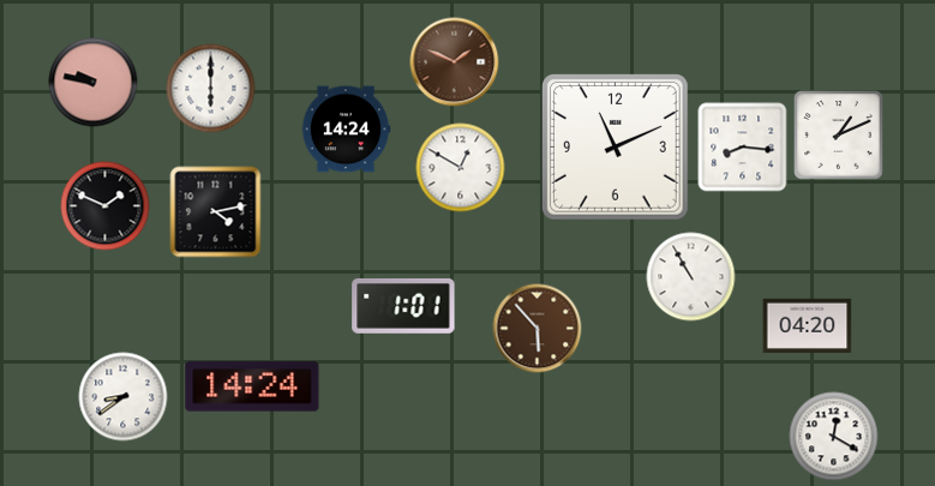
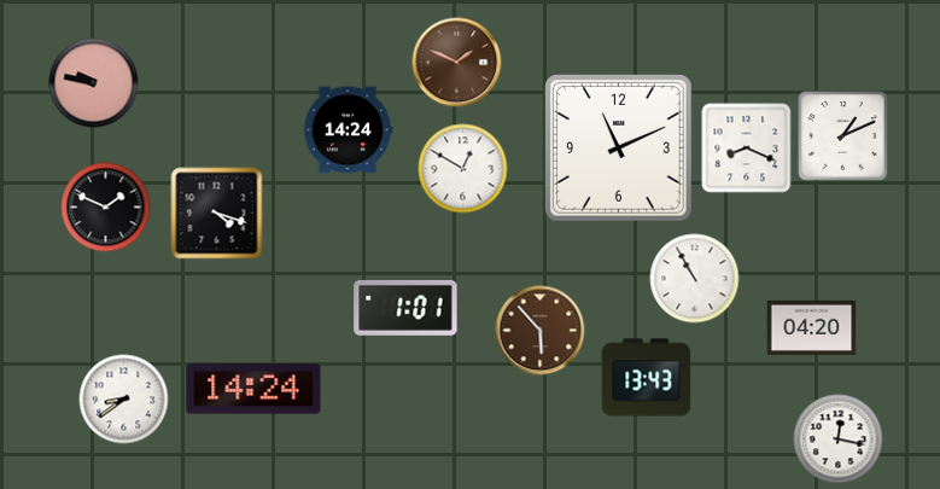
clock at (211, 89): 6:00 -> none
clock at (743, 148): 8:16 -> 8:19
clock at (216, 212): 4:13 -> 4:18
clock at (647, 378): none -> 13:43
clock at (834, 437): 12:20 -> 12:17
